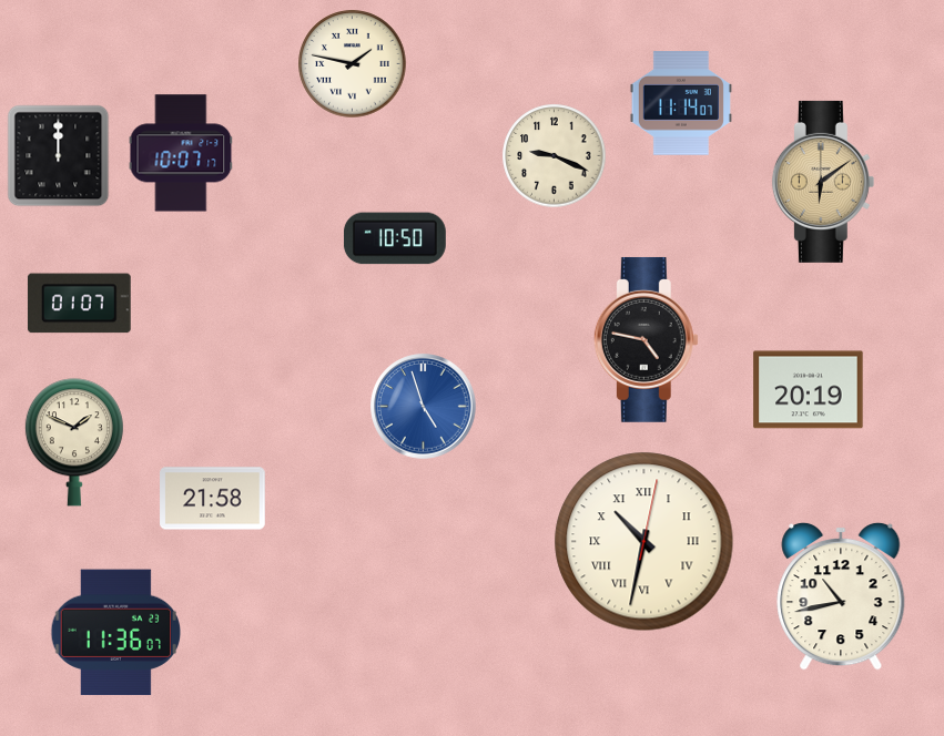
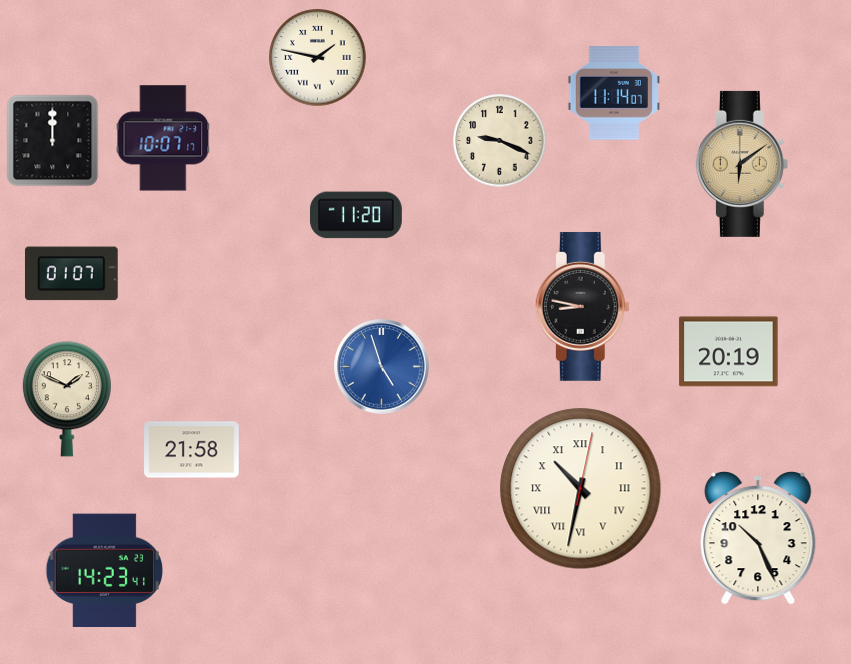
clock at (395, 238): 10:50 -> 11:20
clock at (646, 339): 4:47 -> 8:47
clock at (841, 596): 10:43 -> 10:26
clock at (115, 633): 11:36 -> 14:23
